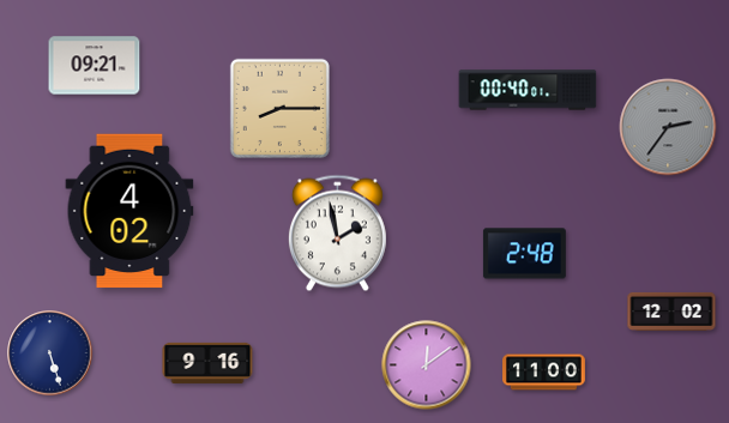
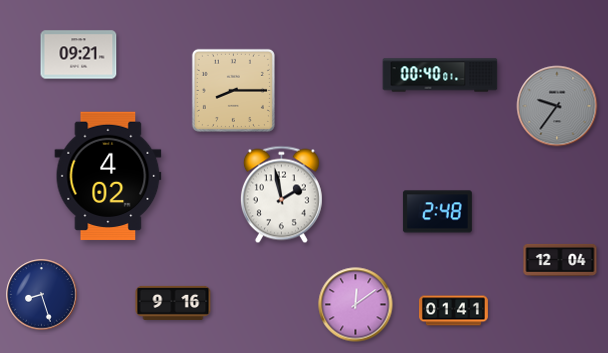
clock at (668, 127): 2:36 -> 9:36
clock at (671, 312): 12:02 -> 12:04
clock at (50, 353): 5:27 -> 8:27
clock at (544, 373): 11:00 -> 01:41
